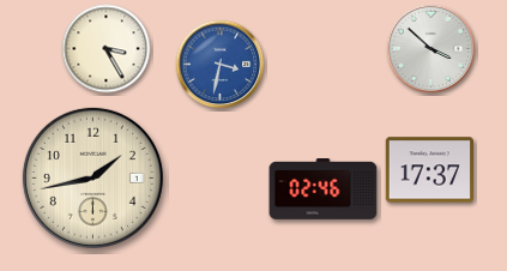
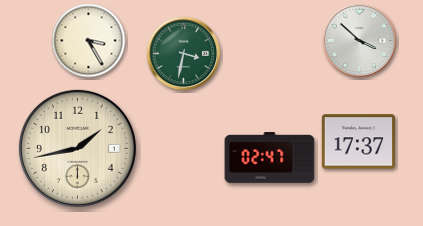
clock at (221, 65) dial: blue -> green
clock at (324, 189): 02:46 -> 02:47
